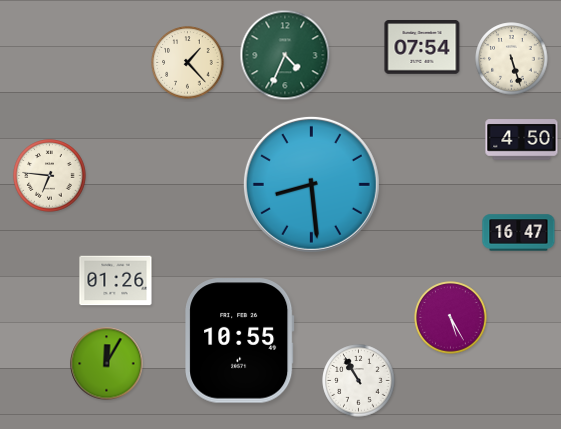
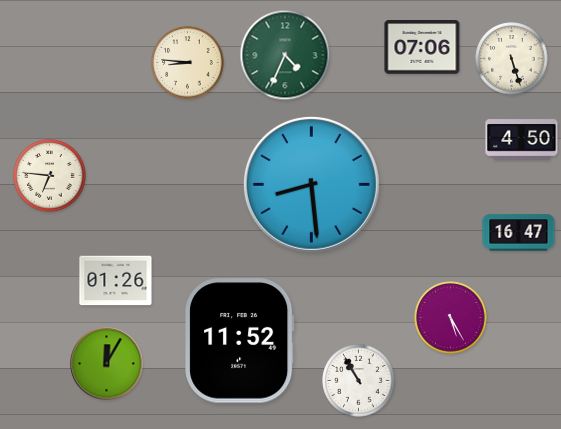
clock at (422, 48): 07:54 -> 07:06
clock at (188, 63): 1:23 -> 8:46
clock at (240, 341): 10:55 -> 11:52
